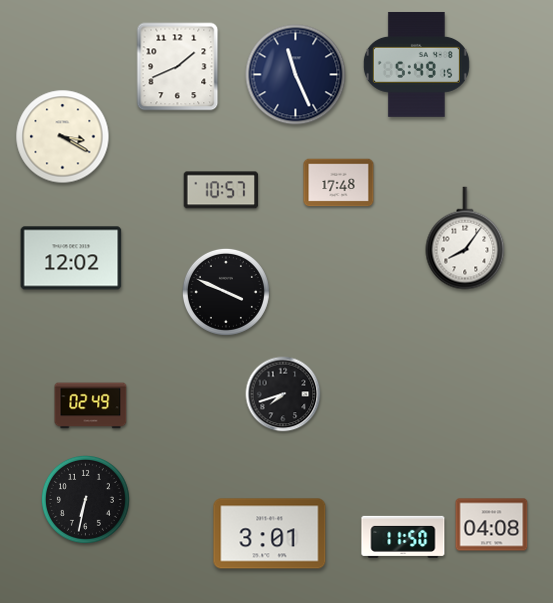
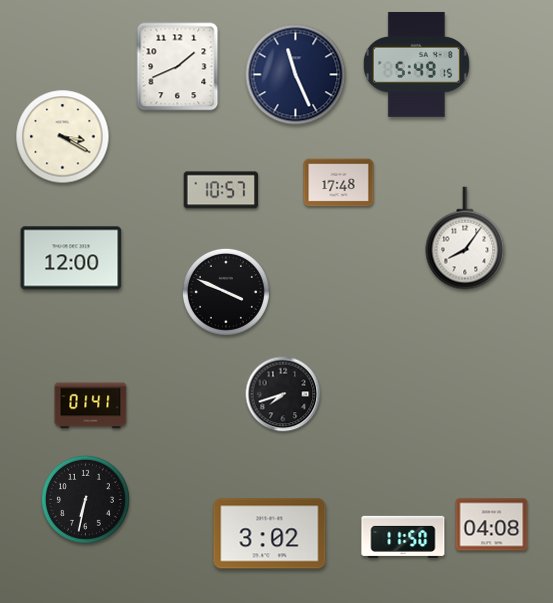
clock at (71, 258): 12:02 -> 12:00
clock at (91, 406): 02:49 -> 01:41
clock at (270, 534): 3:01 -> 3:02
